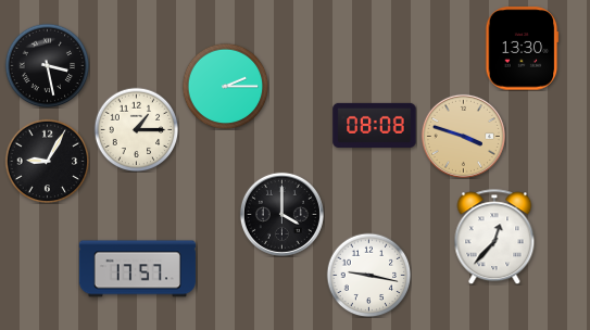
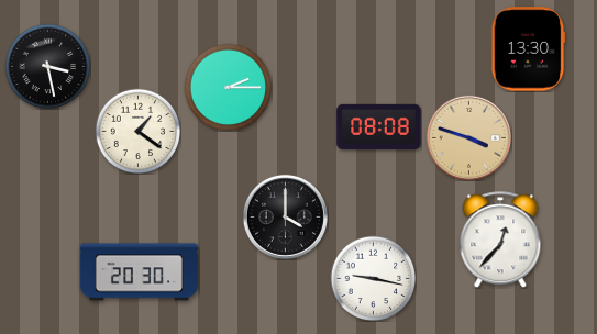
clock at (136, 129): 1:15 -> 1:21
clock at (47, 161): 9:05 -> none
clock at (137, 269): 17:57 -> 20:30
